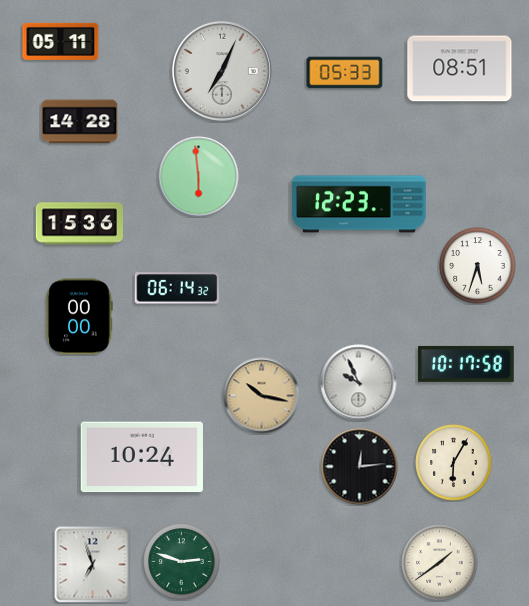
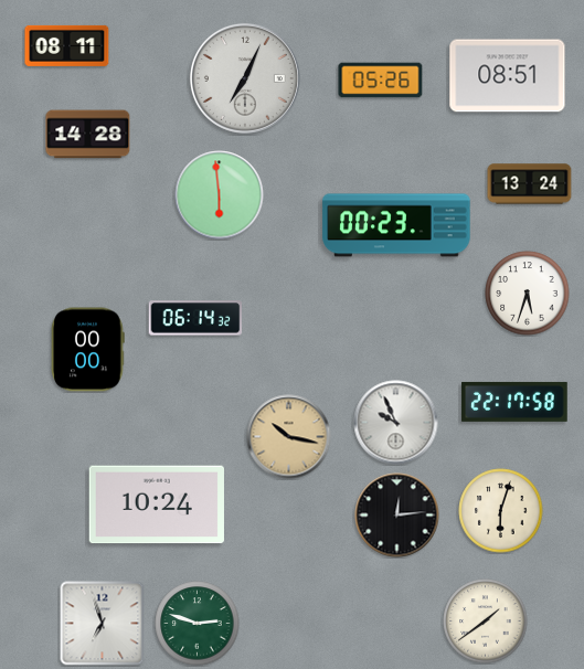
clock at (61, 41): 05:11 -> 08:11
clock at (345, 73): 05:33 -> 05:26
clock at (530, 184): none -> 13:24
clock at (359, 204): 12:23 -> 00:23
clock at (79, 224): 15:36 -> none
clock at (466, 364): 10:17 -> 22:17
clock at (454, 463): 6:05 -> 6:03
clock at (182, 562) position: (182, 562) -> (198, 624)
